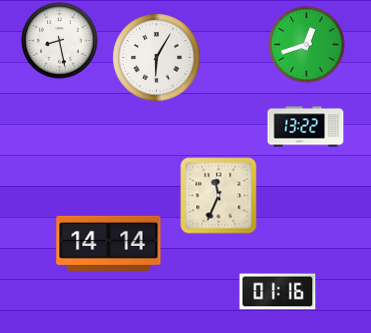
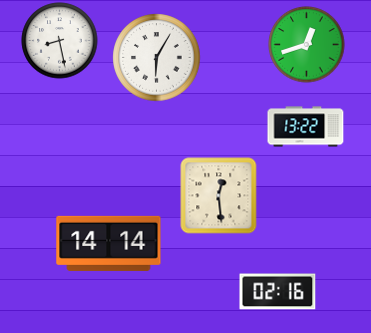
clock at (219, 196): 11:34 -> 12:29
clock at (278, 292): 01:16 -> 02:16
